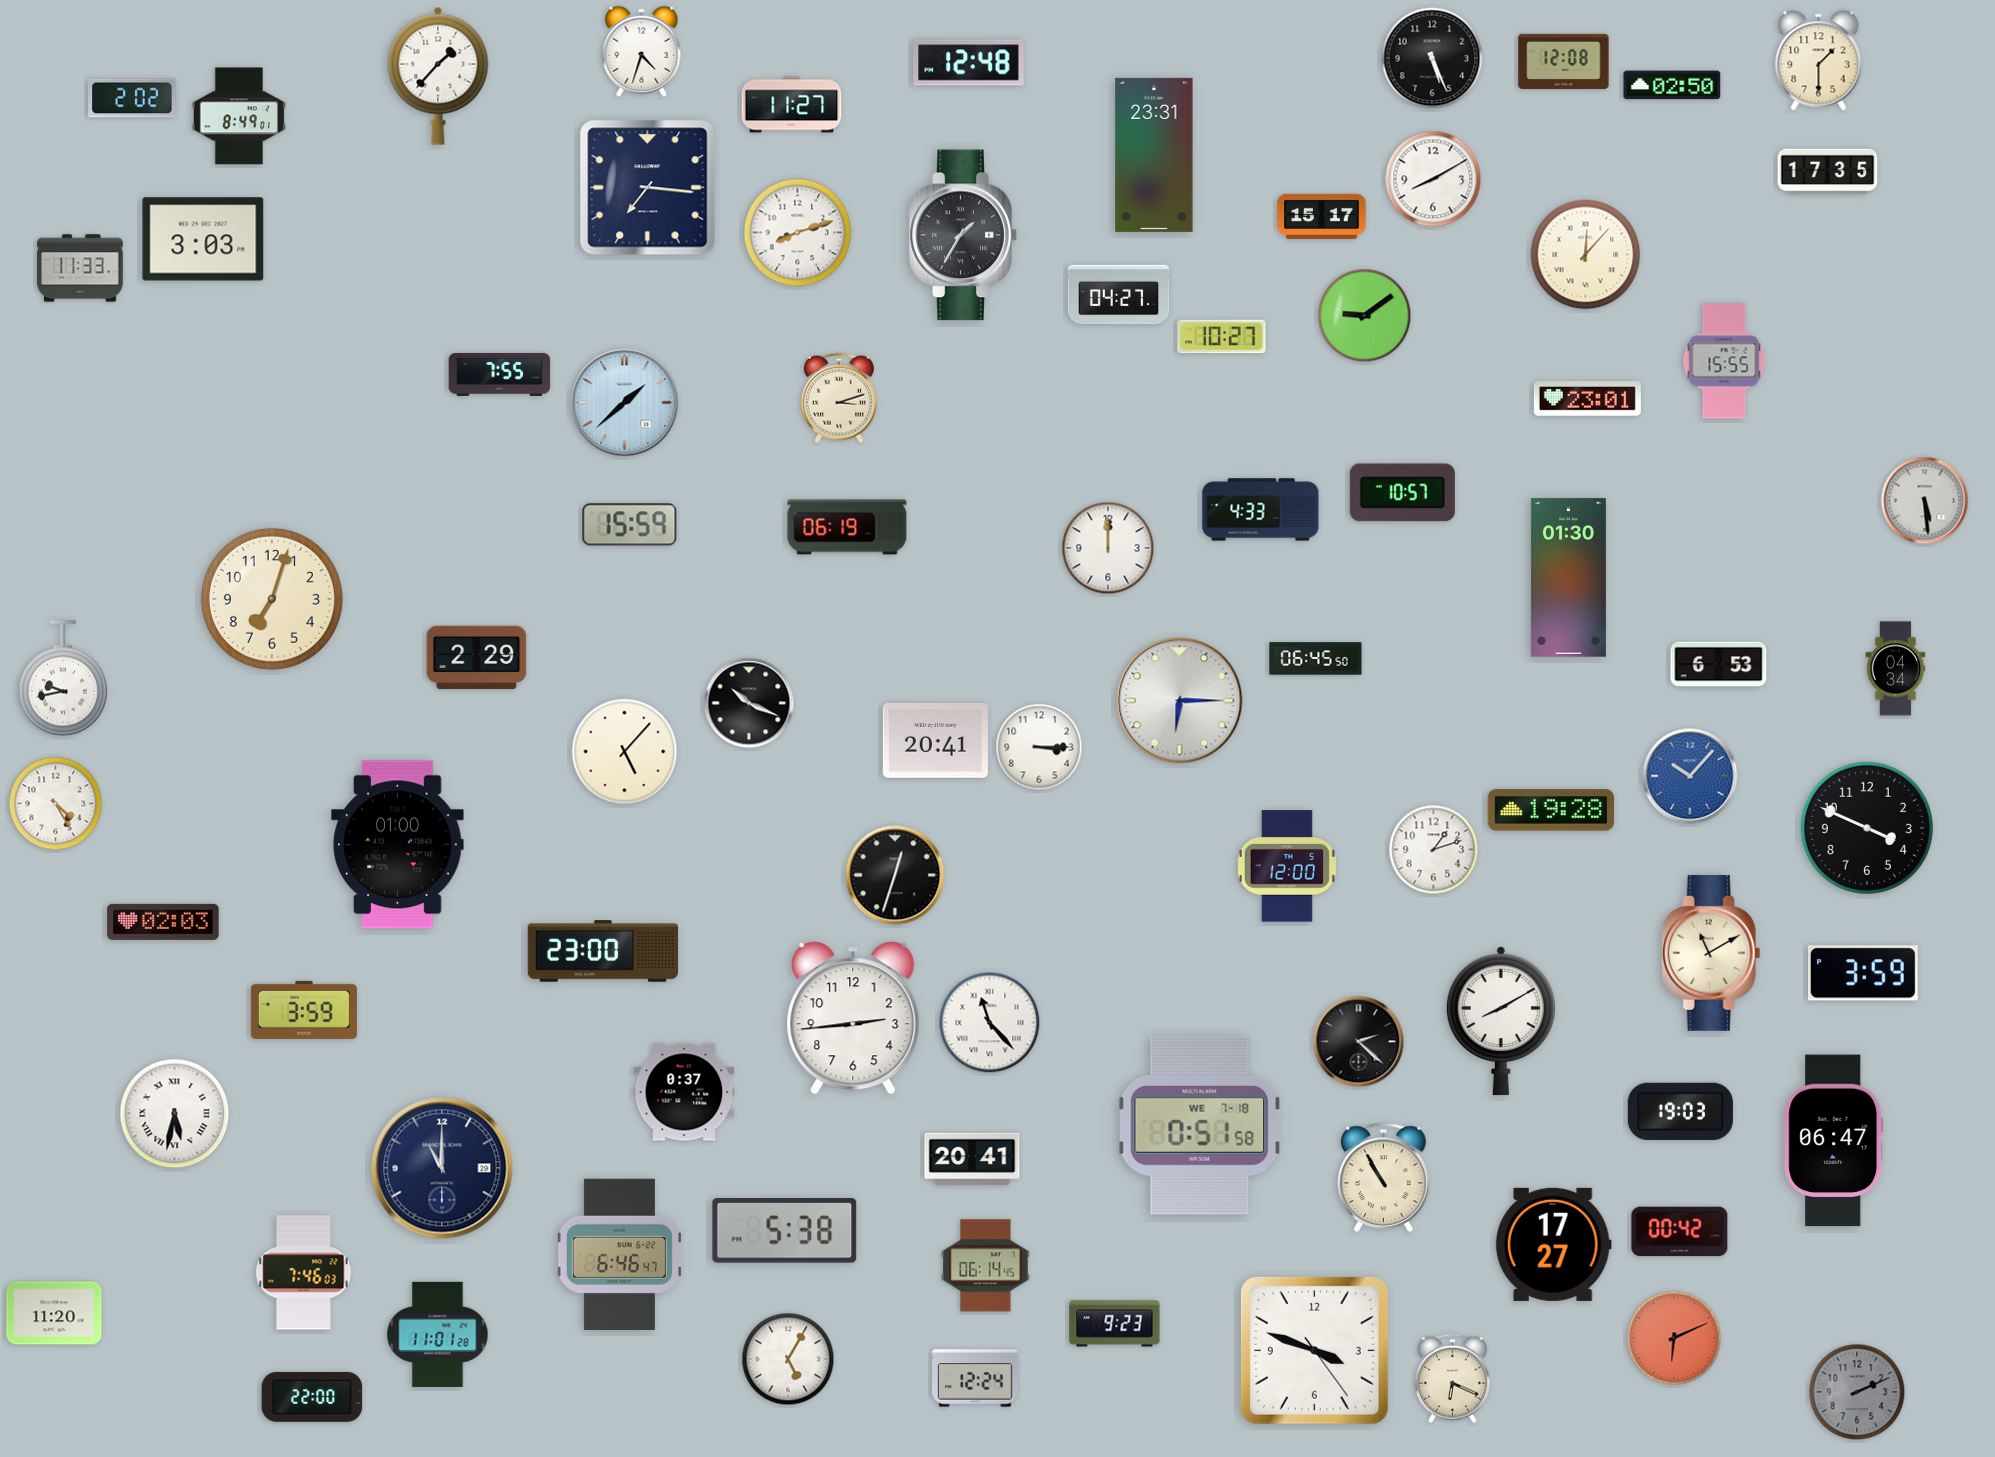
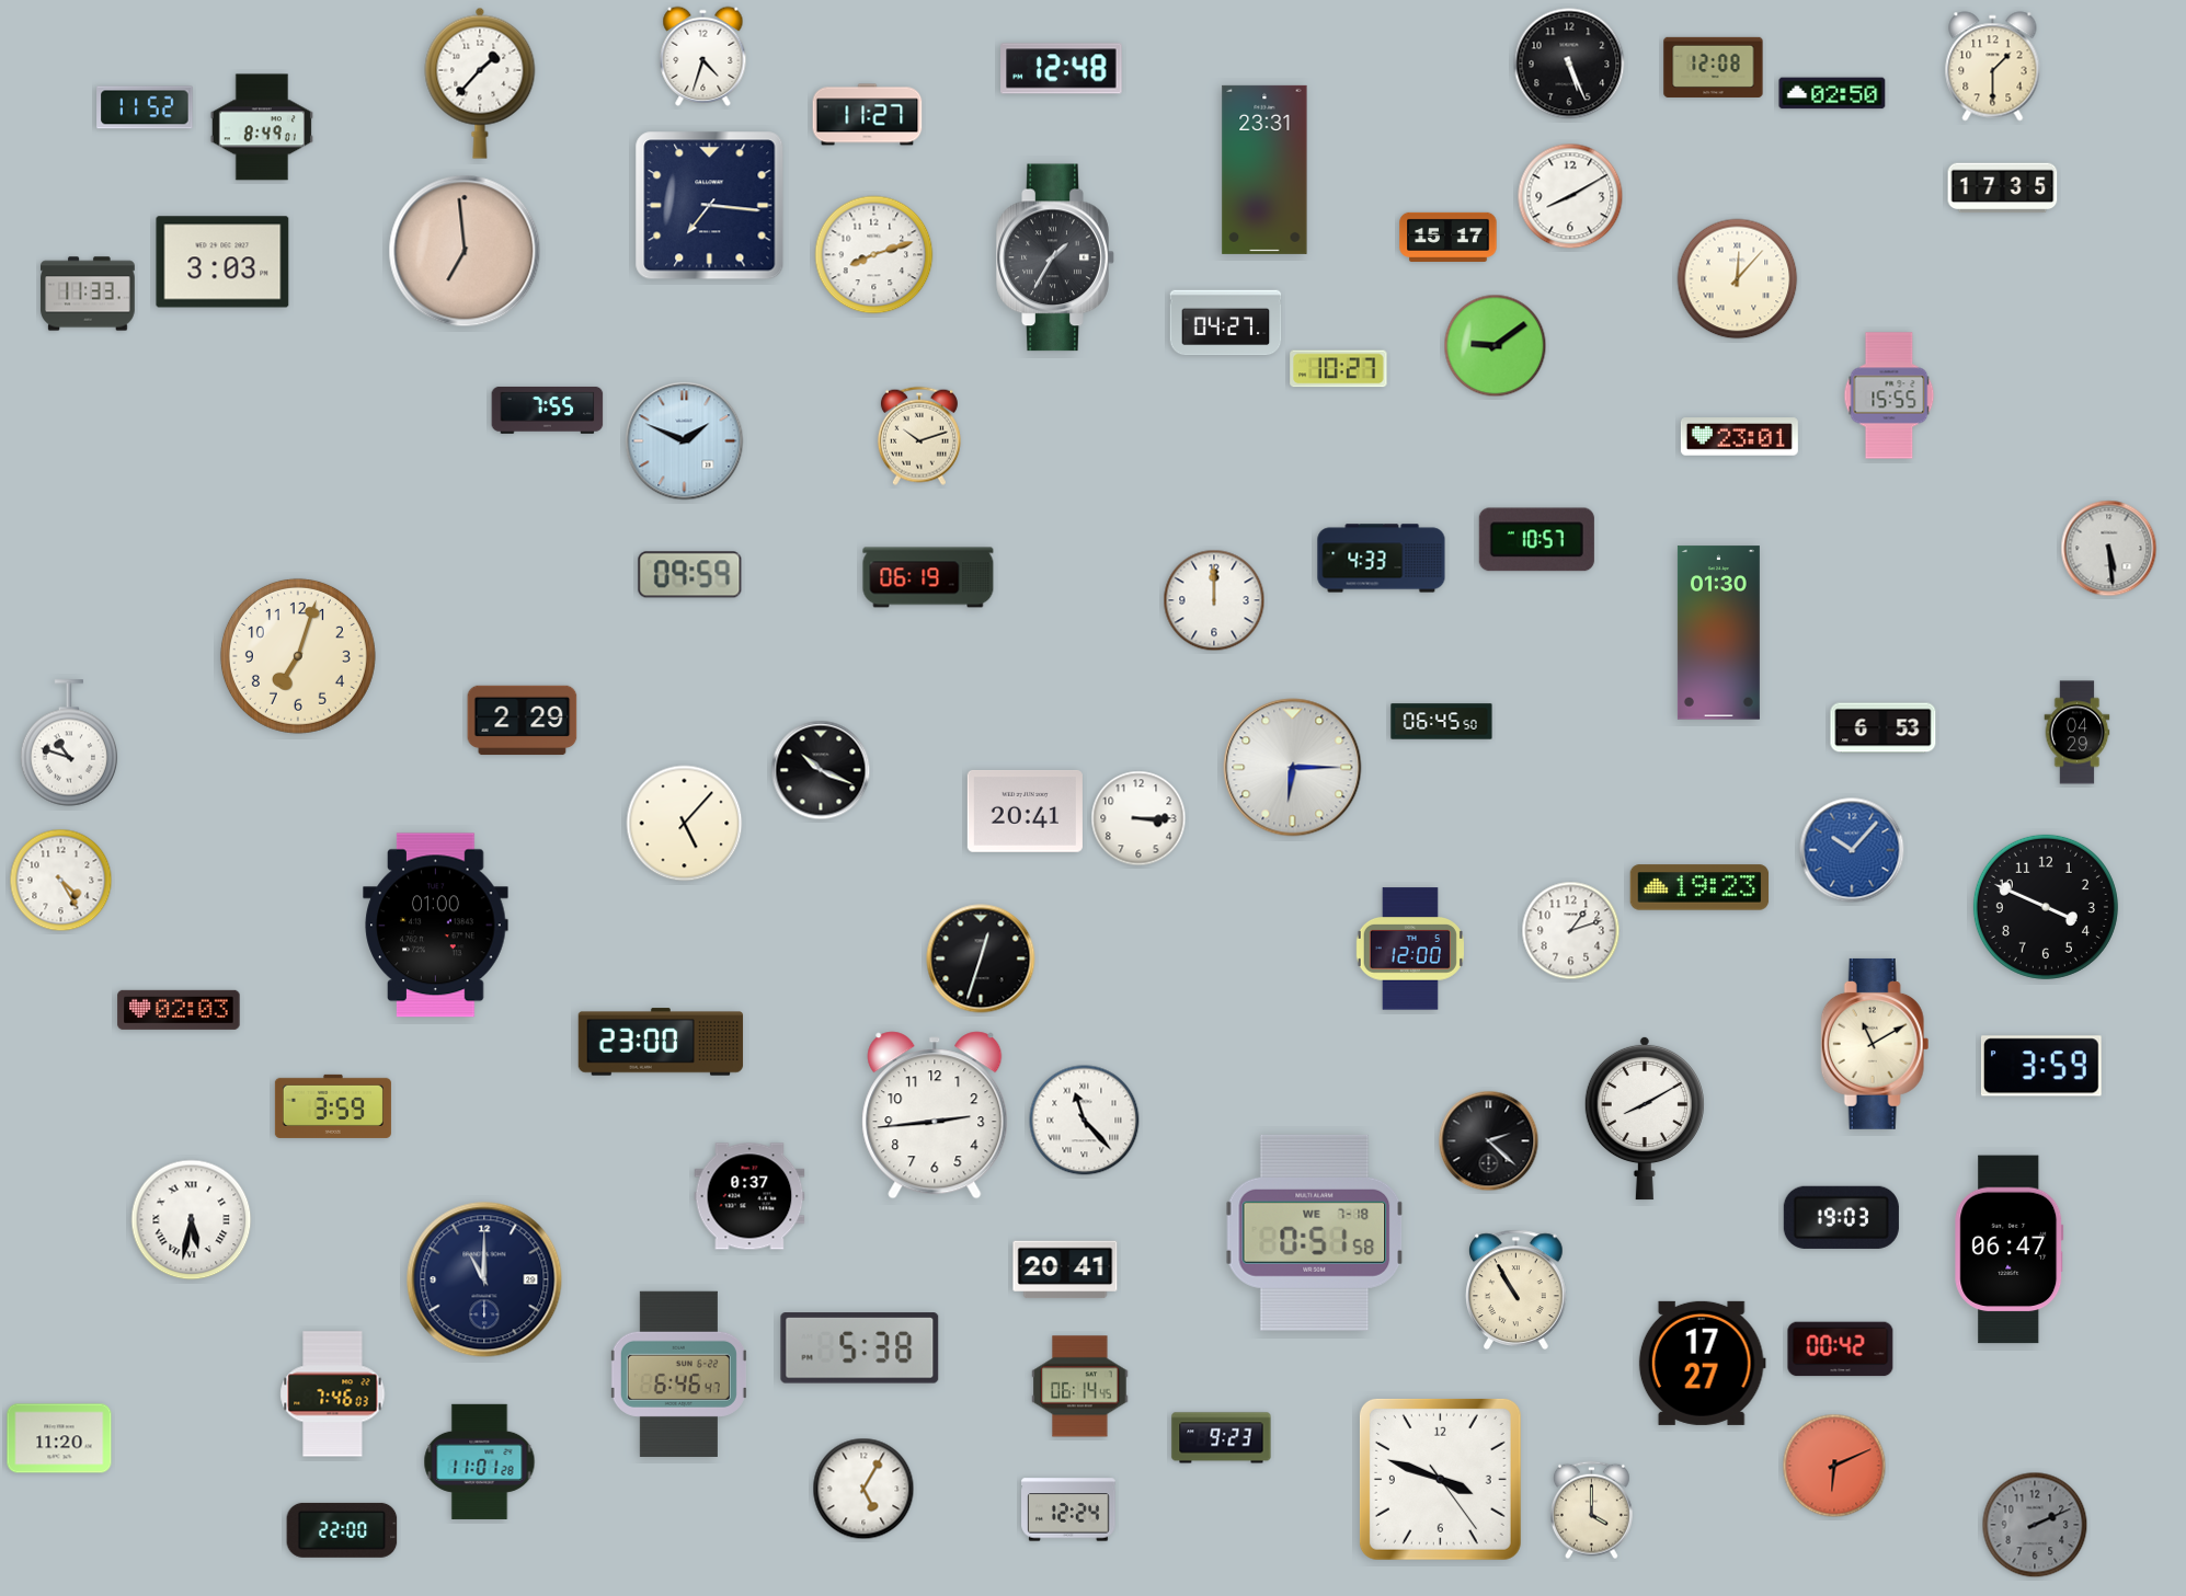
clock at (132, 98): 2:02 -> 11:52
clock at (465, 251): none -> 6:59
clock at (839, 398): 3:12 -> 10:12
clock at (625, 403): 1:38 -> 1:49
clock at (630, 525): 15:59 -> 09:59
clock at (1896, 669): 04:34 -> 04:29
clock at (63, 678): 9:43 -> 10:48
clock at (1551, 810): 19:28 -> 19:23
clock at (1115, 1324) position: (1115, 1324) -> (1222, 1438)
clock at (1452, 1379): 6:19 -> 4:00
